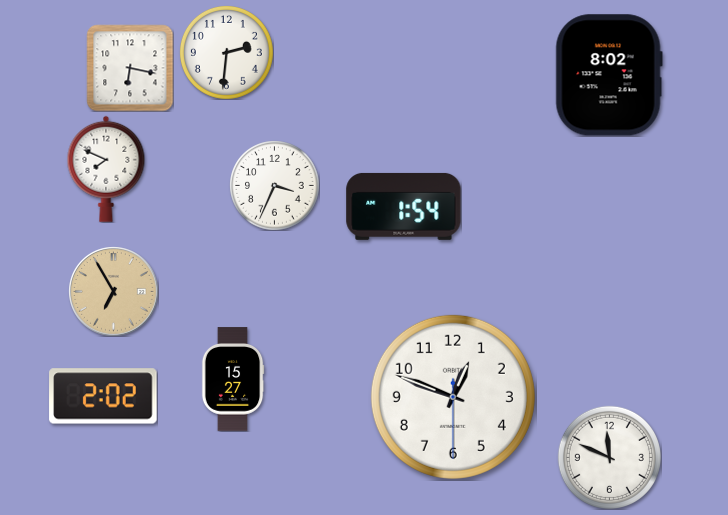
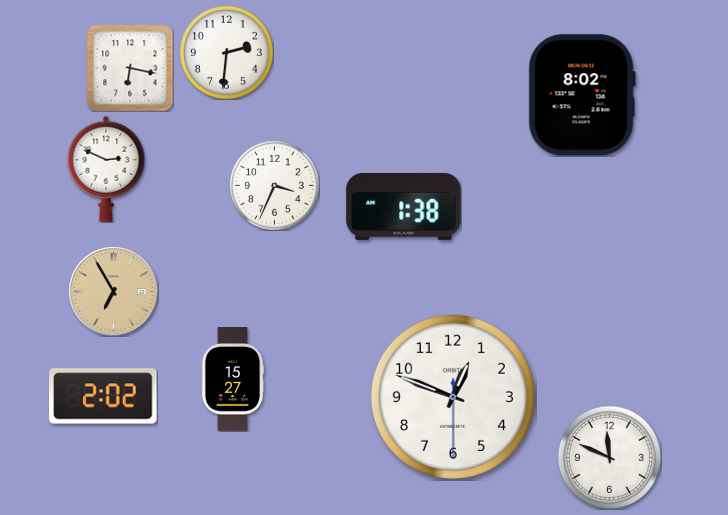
clock at (609, 75) position: (609, 75) -> (582, 95)
clock at (106, 169): 7:49 -> 2:49
clock at (404, 206): 1:54 -> 1:38
